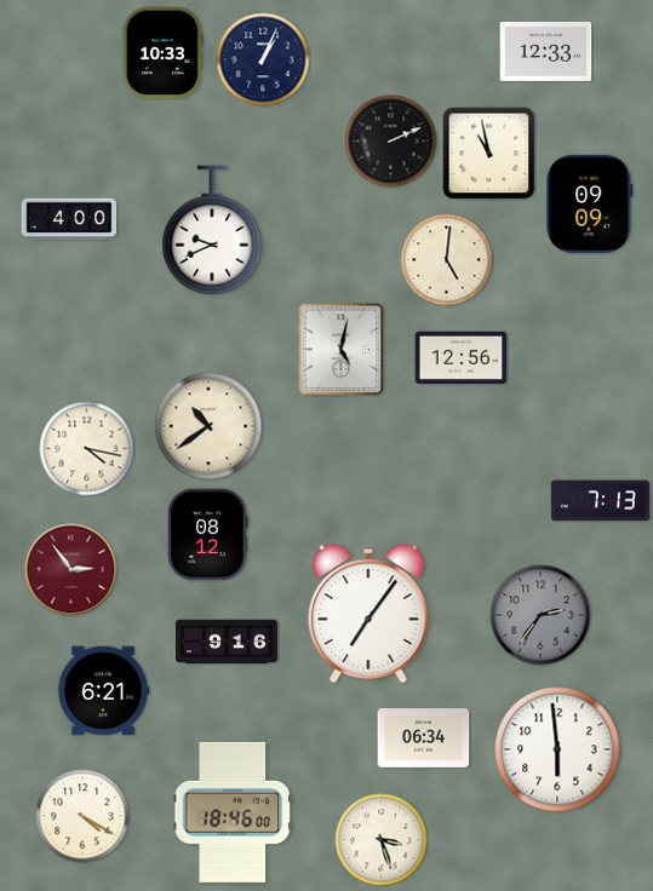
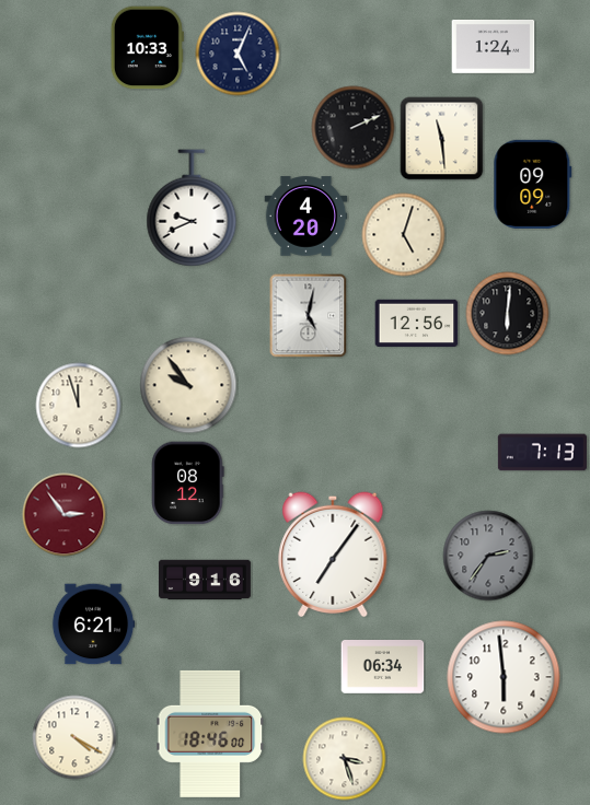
clock at (546, 51): 12:33 -> 1:24
clock at (263, 59): 1:04 -> 5:04
clock at (489, 154): 10:58 -> 11:29
clock at (69, 219): 4:00 -> none
clock at (306, 217): none -> 4:20
clock at (447, 260): 5:01 -> 5:03
clock at (508, 314): none -> 6:01
clock at (208, 426): 10:39 -> 9:54
clock at (87, 449): 4:17 -> 11:57
